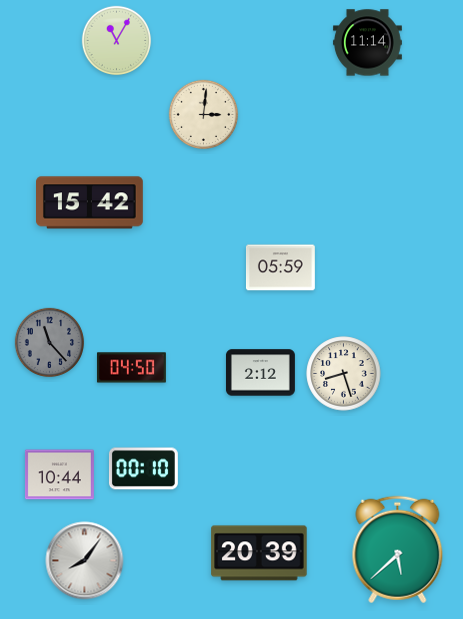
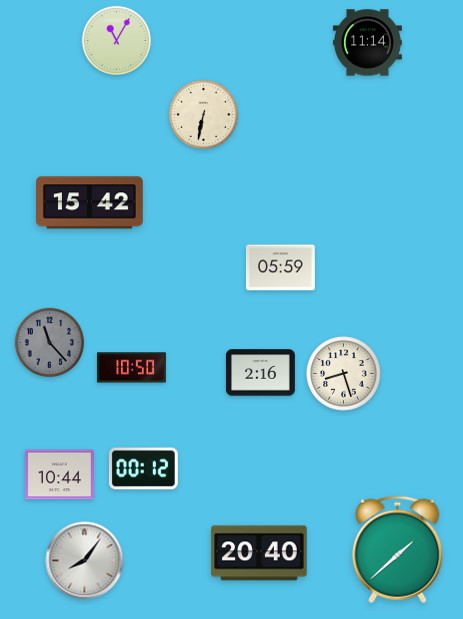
clock at (204, 115): 3:01 -> 6:32
clock at (131, 368): 04:50 -> 10:50
clock at (260, 373): 2:12 -> 2:16
clock at (143, 469): 00:10 -> 00:12
clock at (398, 550): 5:38 -> 1:38
clock at (259, 553): 20:39 -> 20:40
